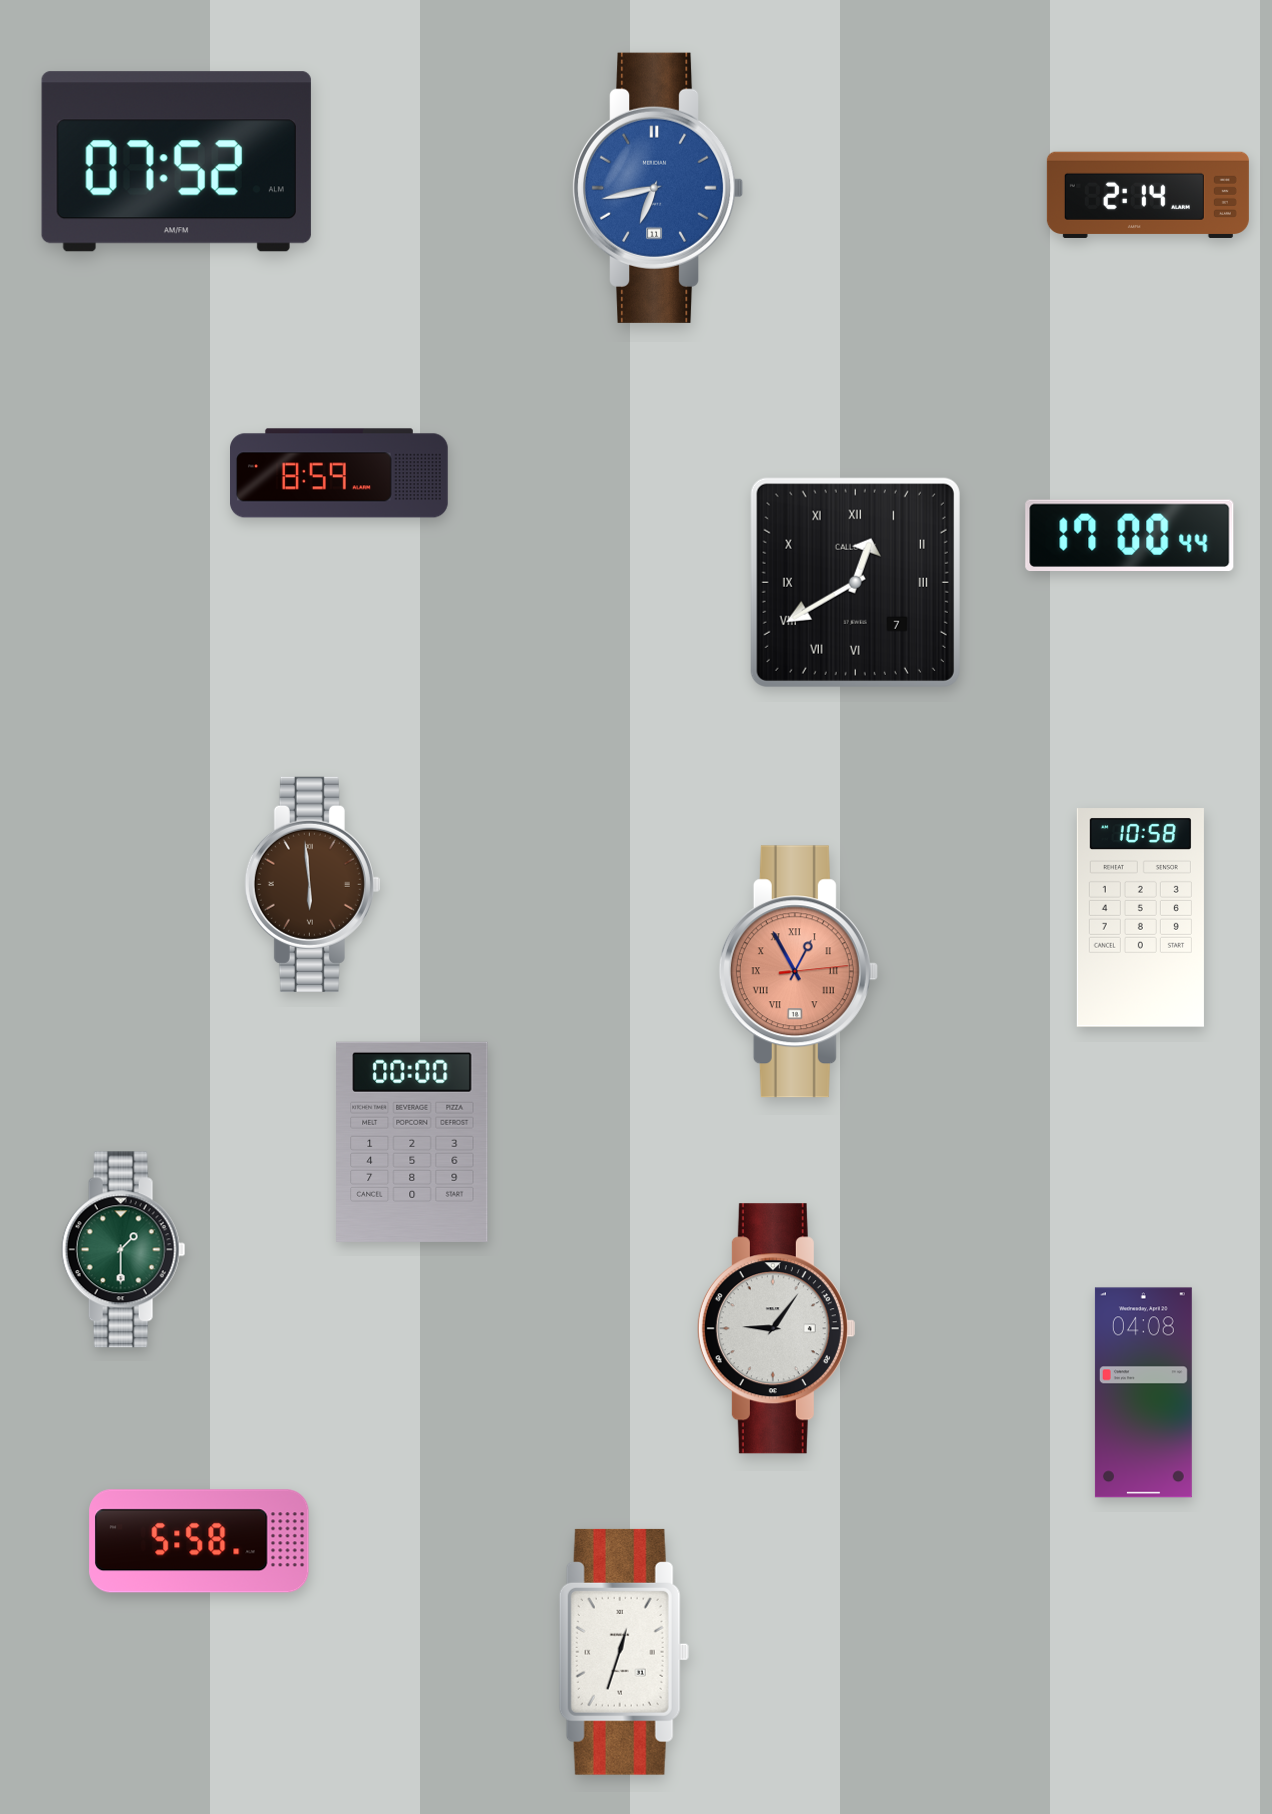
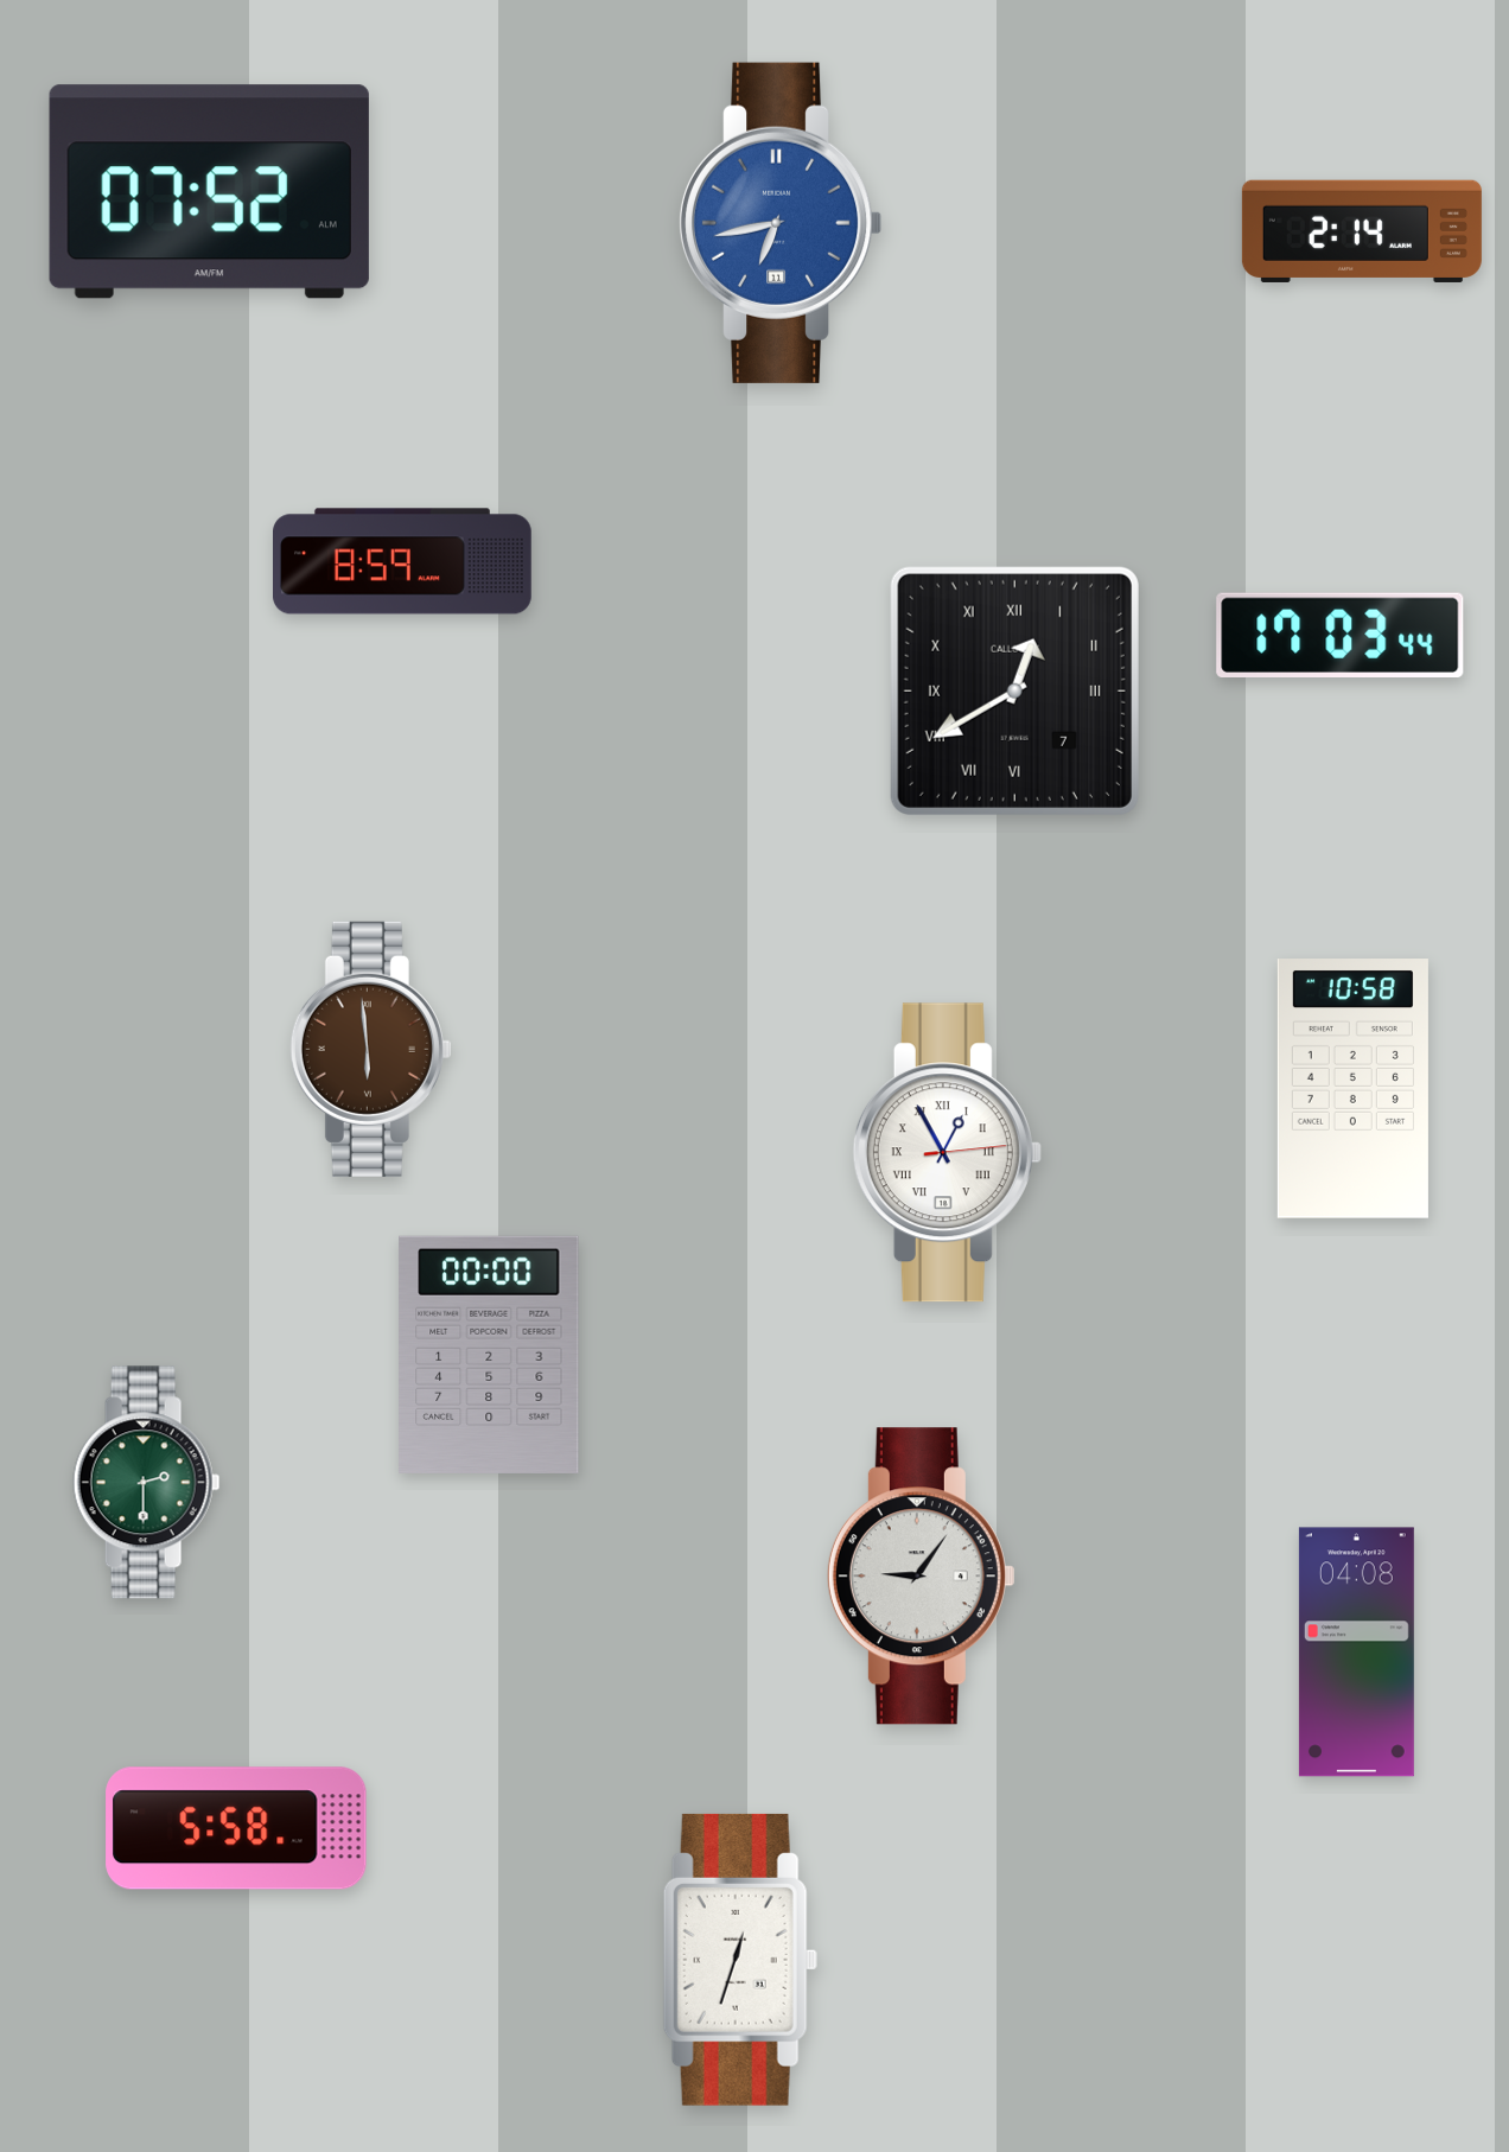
clock at (1130, 535): 17:00 -> 17:03
clock at (798, 972) dial: salmon -> white
clock at (124, 1250): 1:30 -> 2:30
